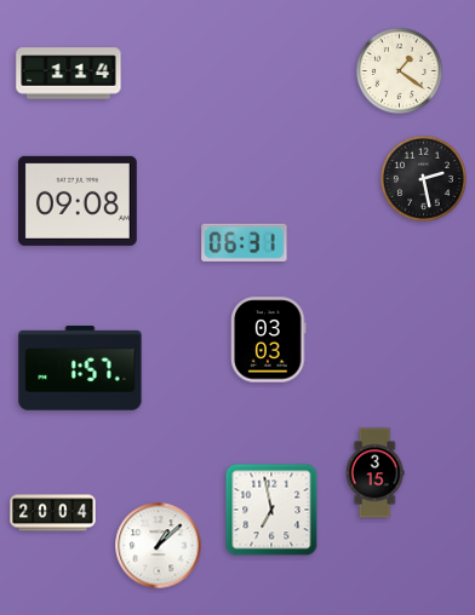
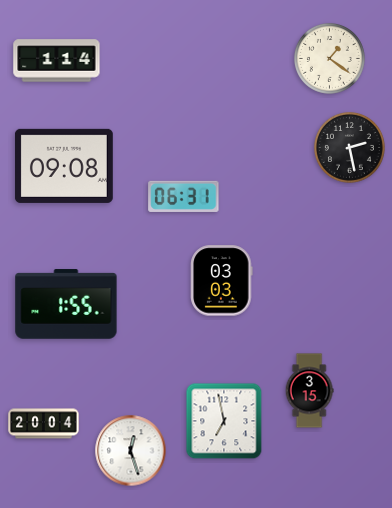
clock at (245, 242) position: (245, 242) -> (184, 196)
clock at (80, 368): 1:57 -> 1:55
clock at (159, 546): 1:08 -> 12:27
